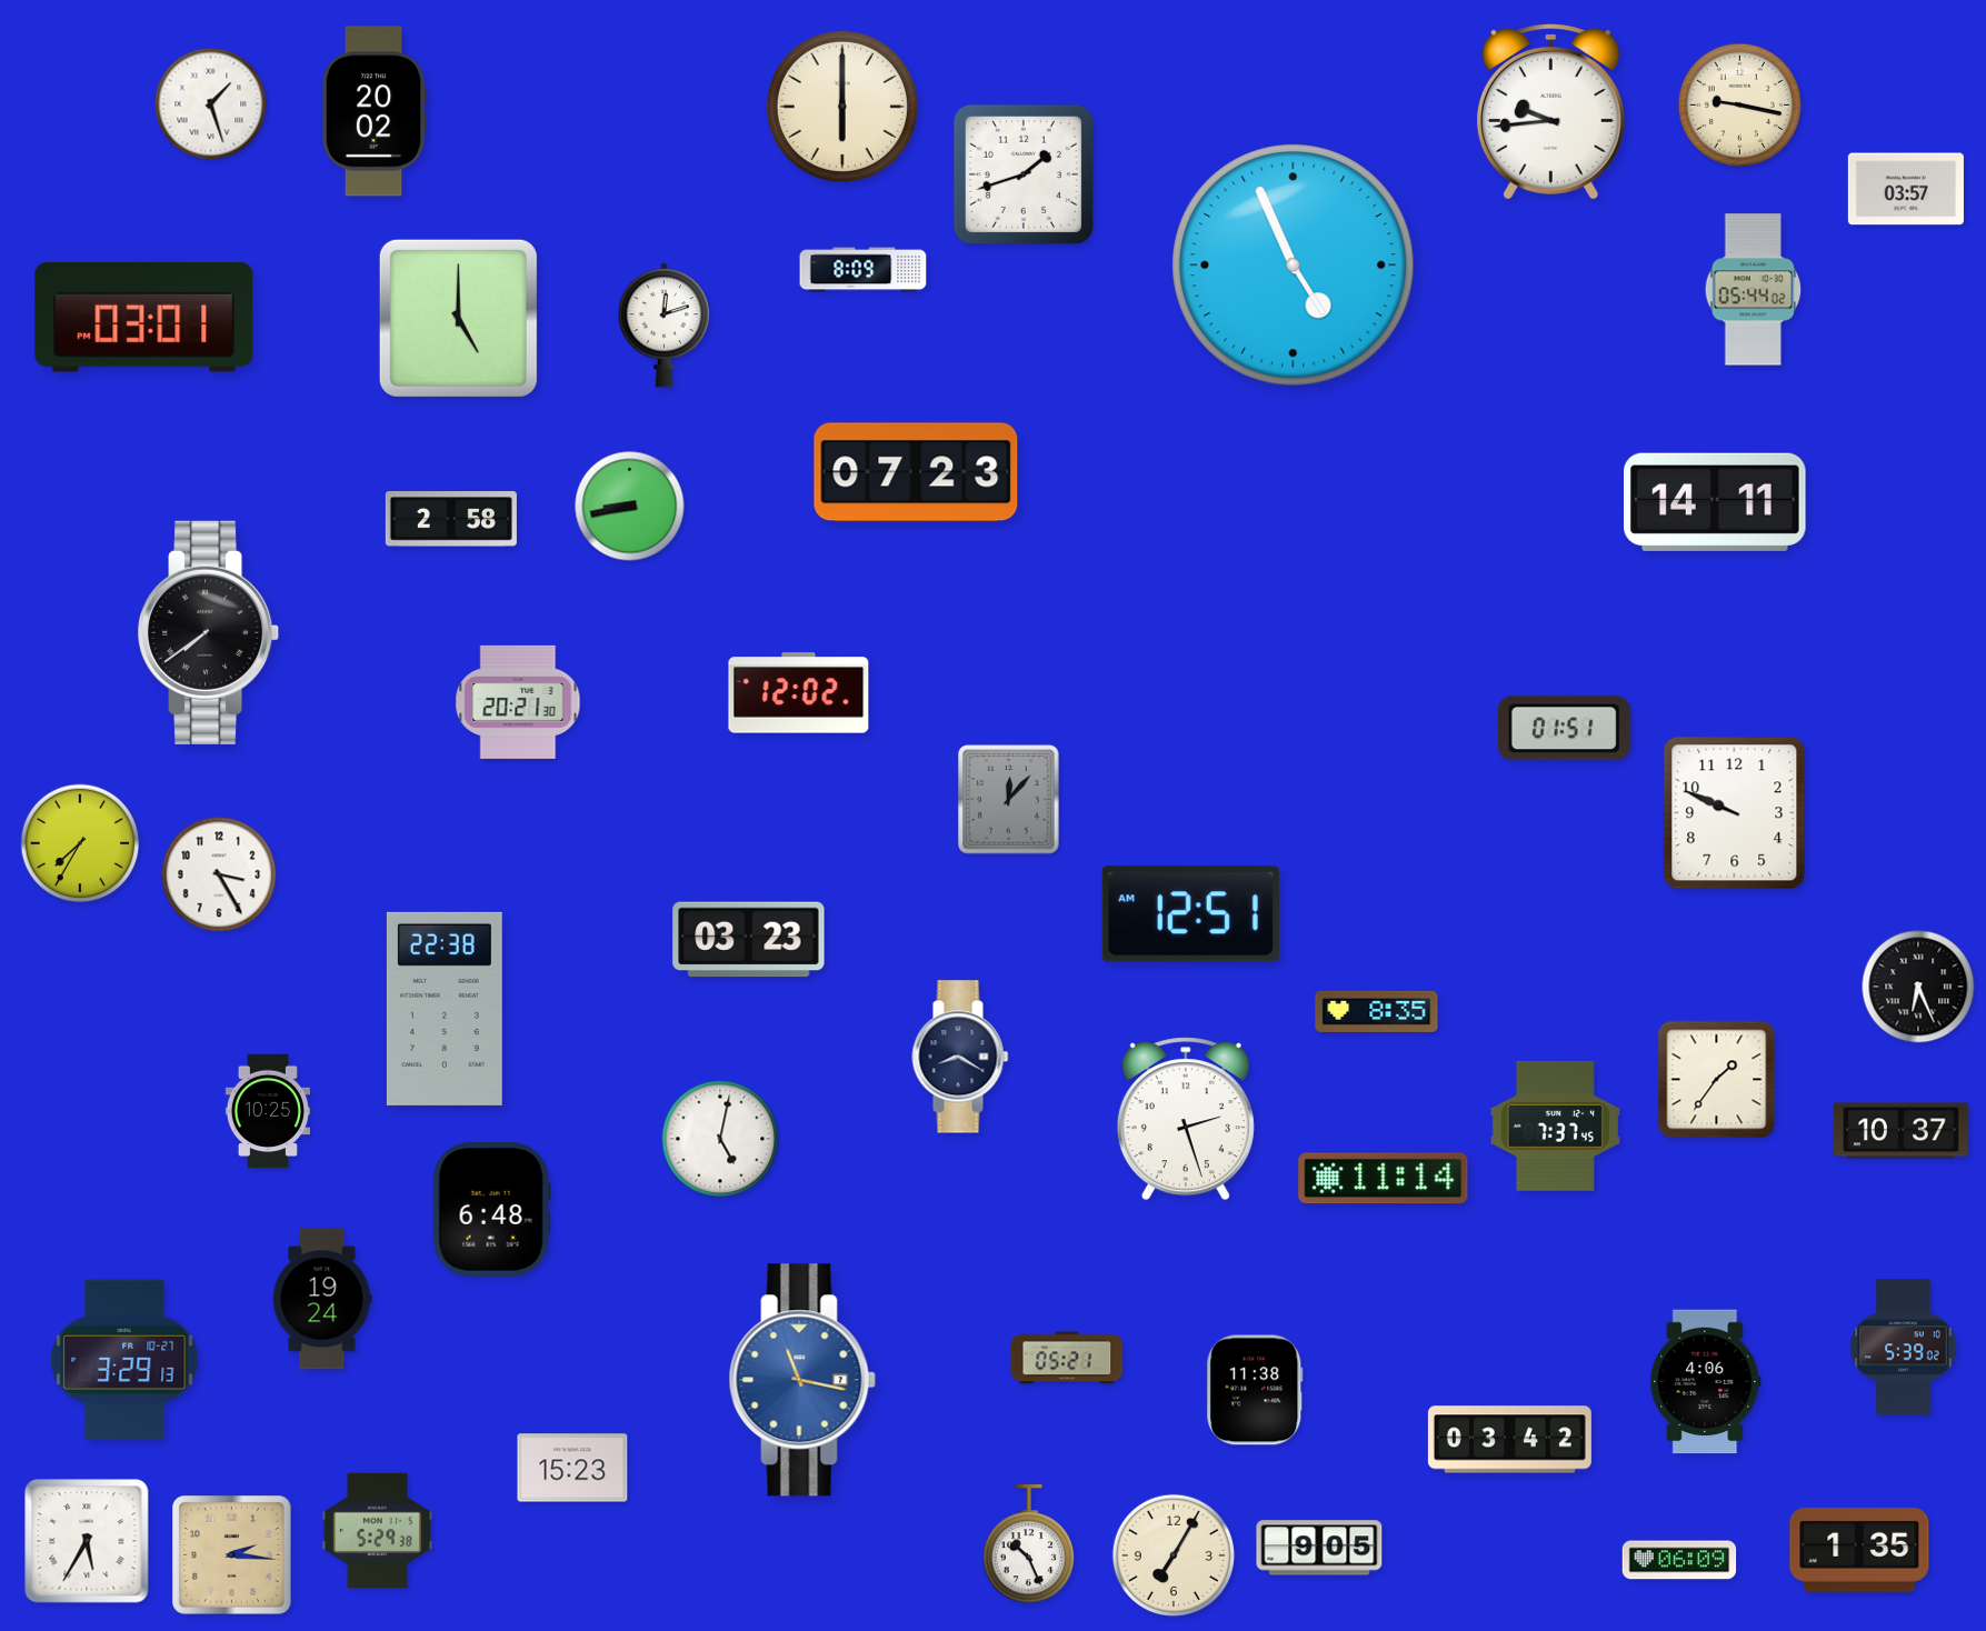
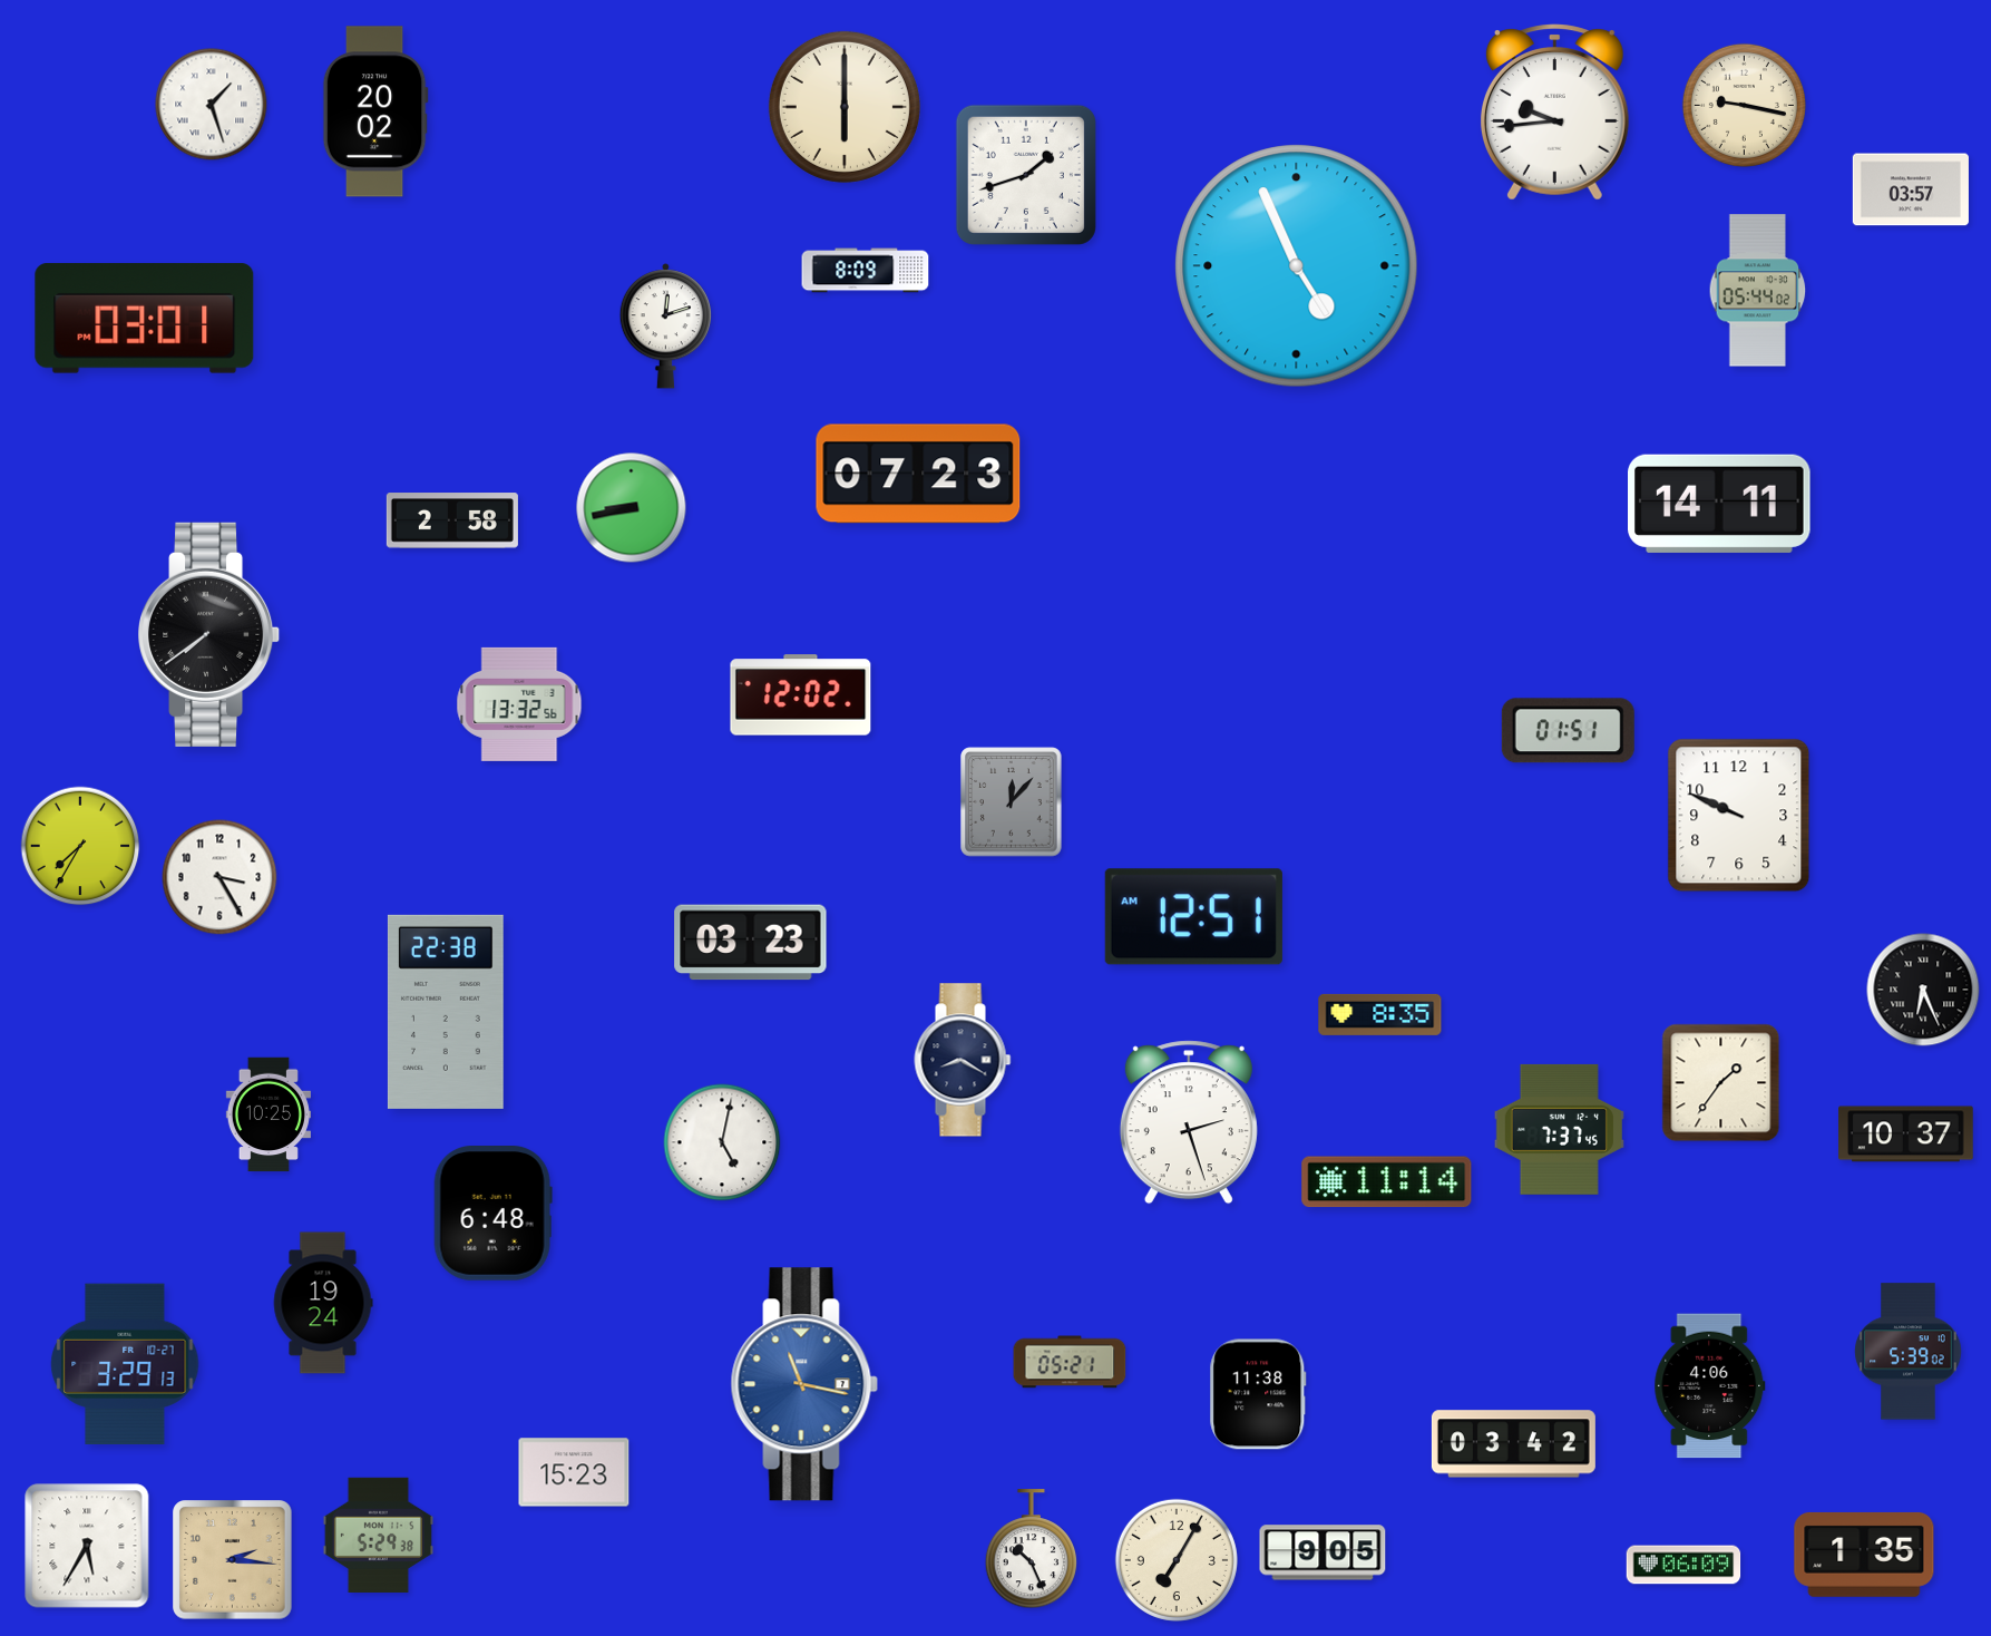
clock at (458, 318): 5:00 -> none
clock at (518, 702): 20:21 -> 13:32
